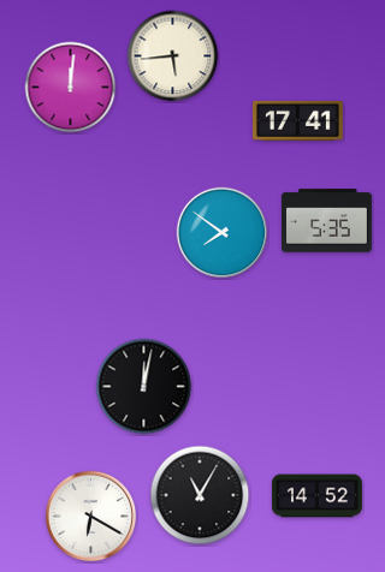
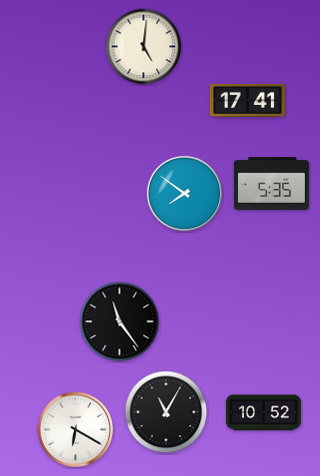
clock at (173, 56): 5:44 -> 5:01
clock at (71, 88): 12:01 -> none
clock at (144, 387): 12:02 -> 11:24
clock at (316, 496): 14:52 -> 10:52
